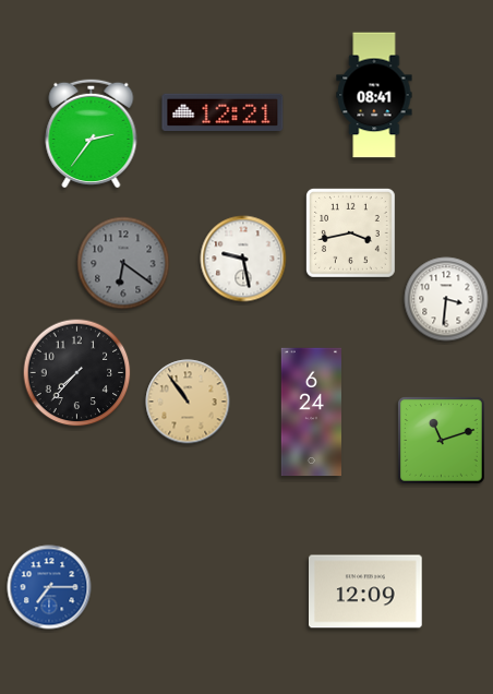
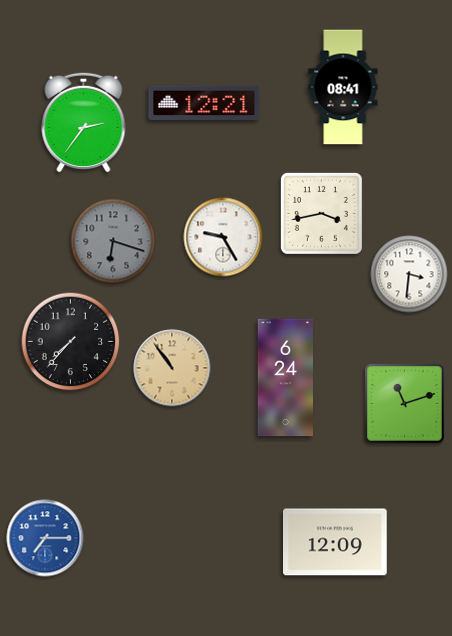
clock at (243, 259): 9:28 -> 9:25
clock at (123, 263): 6:21 -> 6:18
